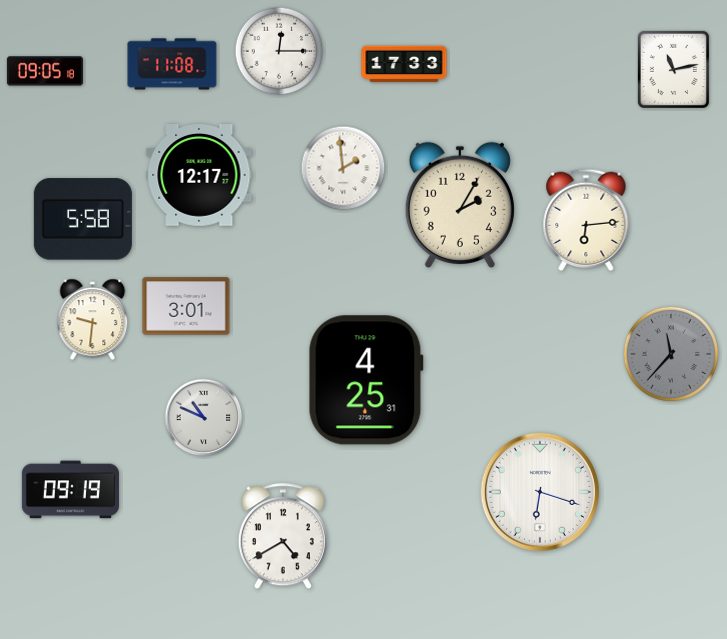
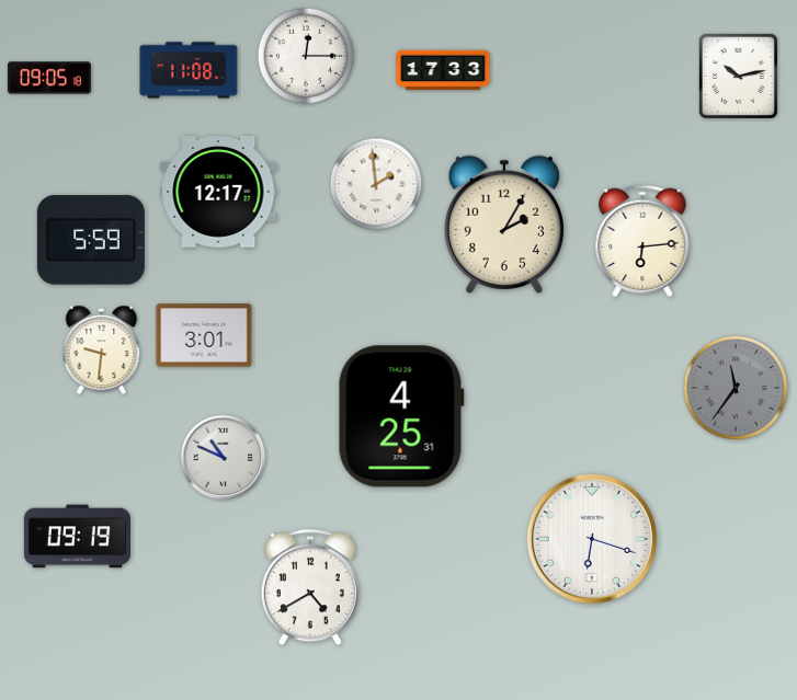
clock at (673, 69): 11:13 -> 10:13
clock at (83, 219): 5:58 -> 5:59
clock at (670, 353): 11:37 -> 11:36
